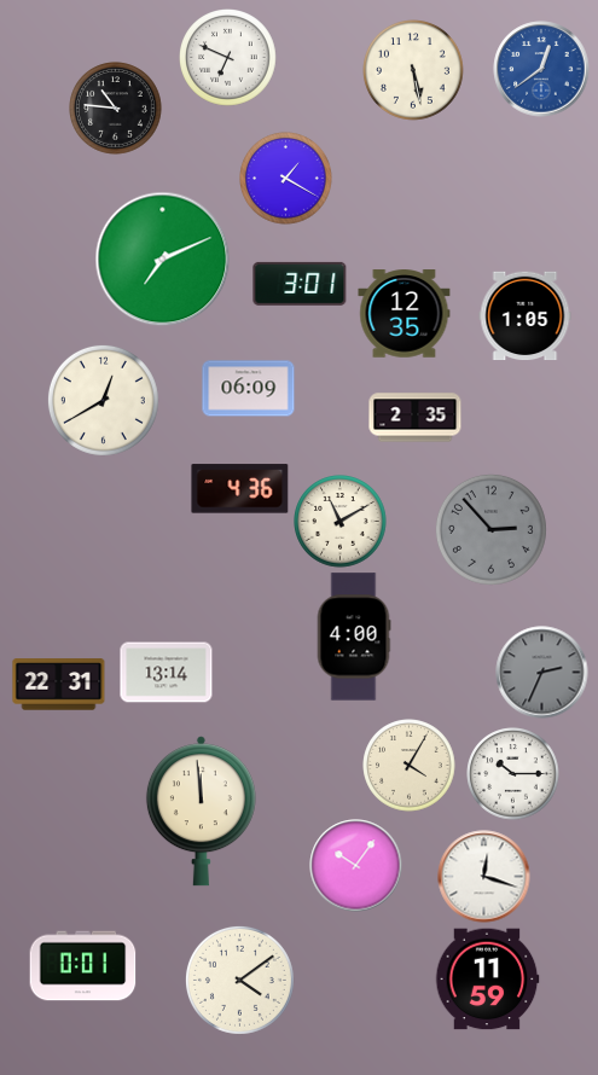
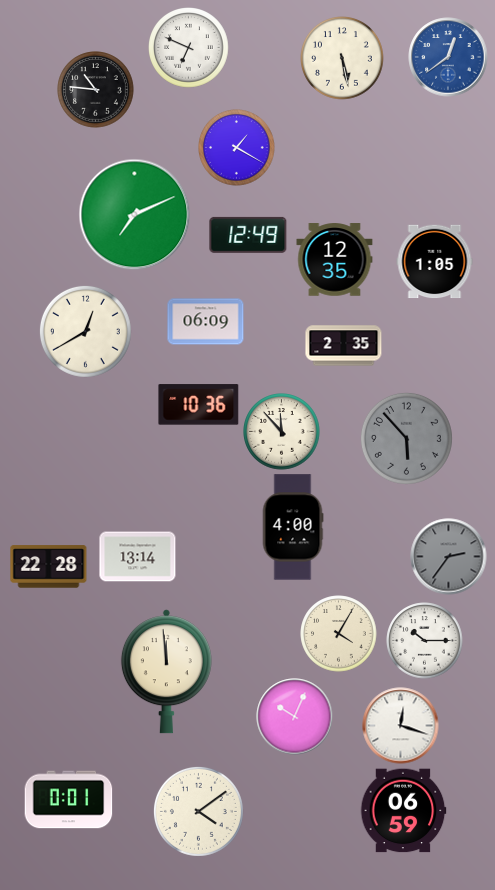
clock at (300, 284): 3:01 -> 12:49
clock at (240, 489): 4:36 -> 10:36
clock at (341, 522): 11:10 -> 11:53
clock at (490, 529): 2:53 -> 5:53
clock at (542, 673): 2:34 -> 2:36
clock at (59, 685): 22:31 -> 22:28
clock at (356, 866): 10:06 -> 10:04
clock at (487, 980): 11:59 -> 06:59
